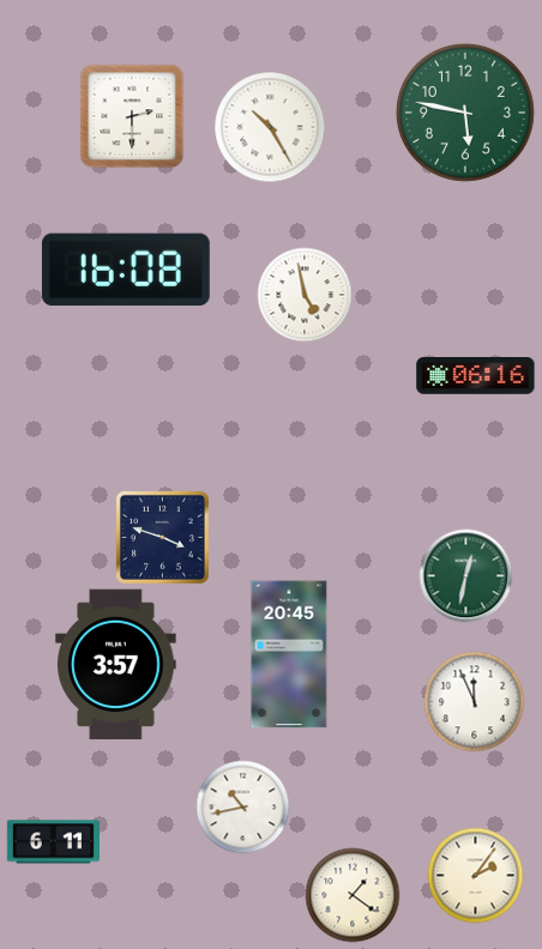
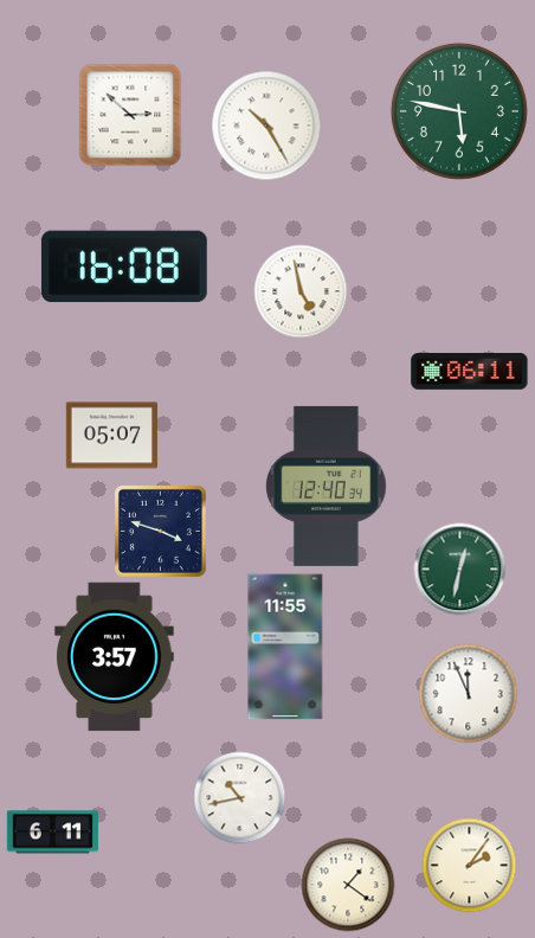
clock at (132, 116): 2:30 -> 2:52
clock at (476, 376): 06:16 -> 06:11
clock at (111, 436): none -> 05:07
clock at (327, 486): none -> 12:40
clock at (289, 654): 20:45 -> 11:55
